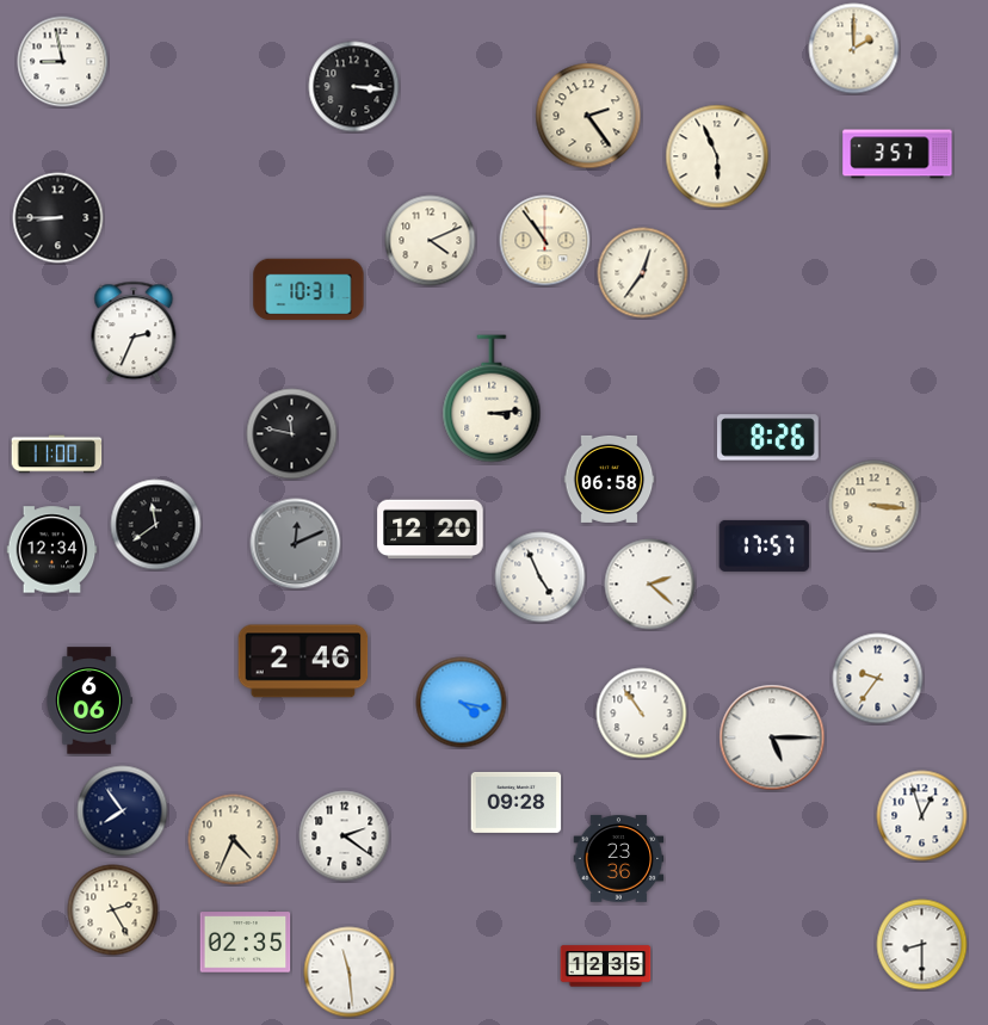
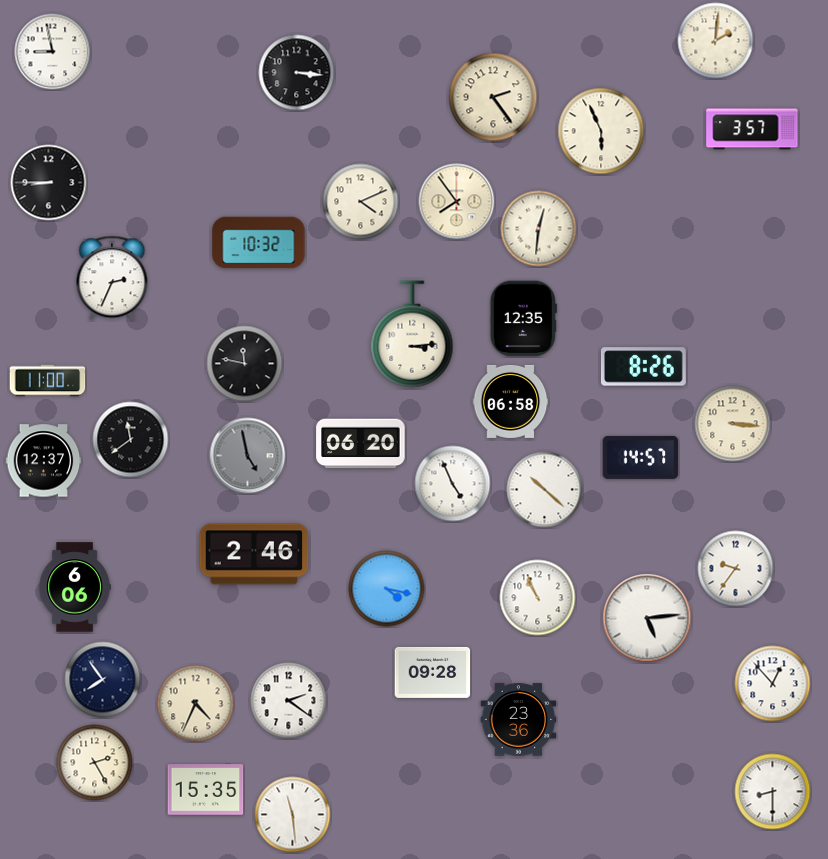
clock at (854, 49): 2:00 -> 2:01
clock at (545, 241): 10:54 -> 7:54
clock at (643, 273): 12:36 -> 12:31
clock at (309, 290): 10:31 -> 10:32
clock at (523, 319): none -> 12:35
clock at (431, 530): 12:20 -> 06:20
clock at (296, 544): 12:11 -> 4:58
clock at (765, 545): 17:57 -> 14:57
clock at (53, 550): 12:34 -> 12:37
clock at (650, 585): 2:22 -> 10:22
clock at (642, 714): 10:54 -> 10:56
clock at (772, 737): 5:15 -> 5:14
clock at (922, 816): 12:57 -> 12:53
clock at (246, 943): 02:35 -> 15:35
clock at (606, 967): 12:35 -> none
